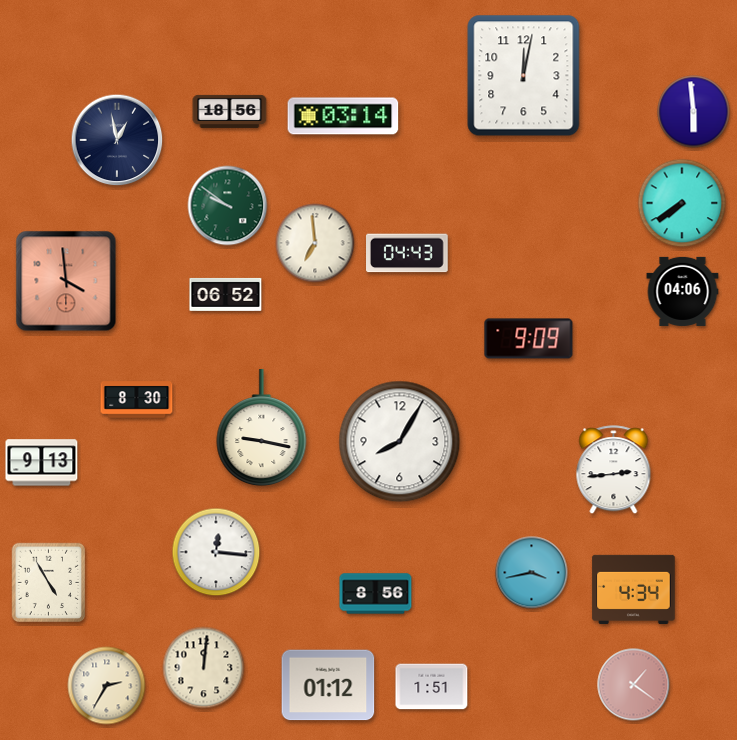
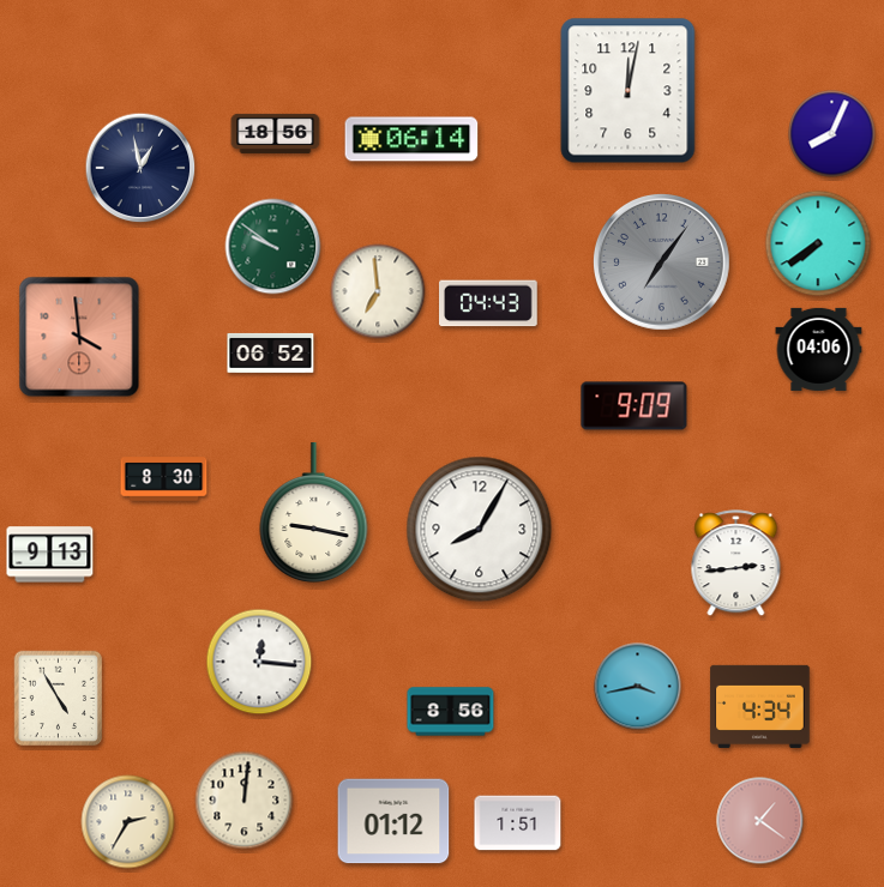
clock at (694, 112): 5:59 -> 8:04
clock at (343, 116): 03:14 -> 06:14
clock at (661, 261): none -> 7:06
